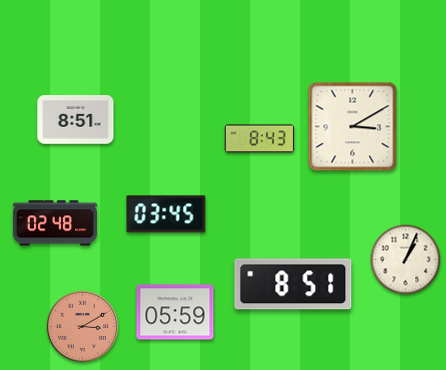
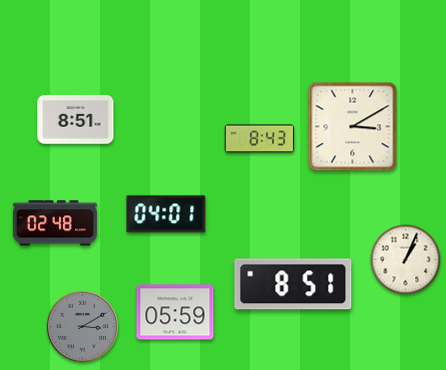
clock at (166, 214): 03:45 -> 04:01
clock at (82, 326) dial: salmon -> grey
